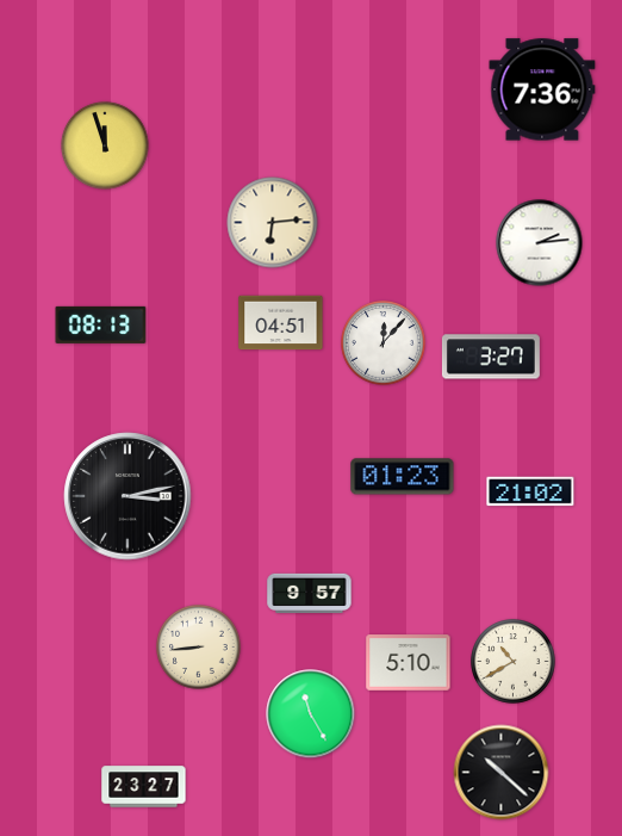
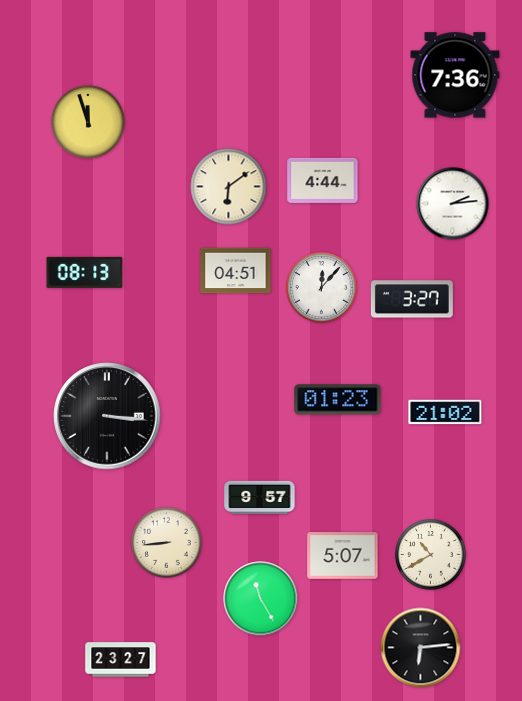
clock at (323, 180): none -> 4:44
clock at (273, 223): 6:14 -> 6:09
clock at (127, 496): 3:13 -> 3:16
clock at (409, 663): 5:10 -> 5:07
clock at (502, 773): 10:22 -> 6:14
